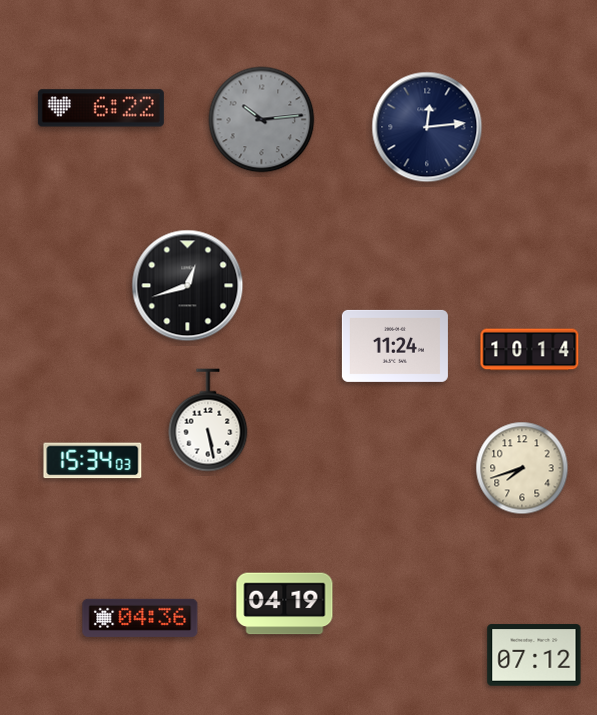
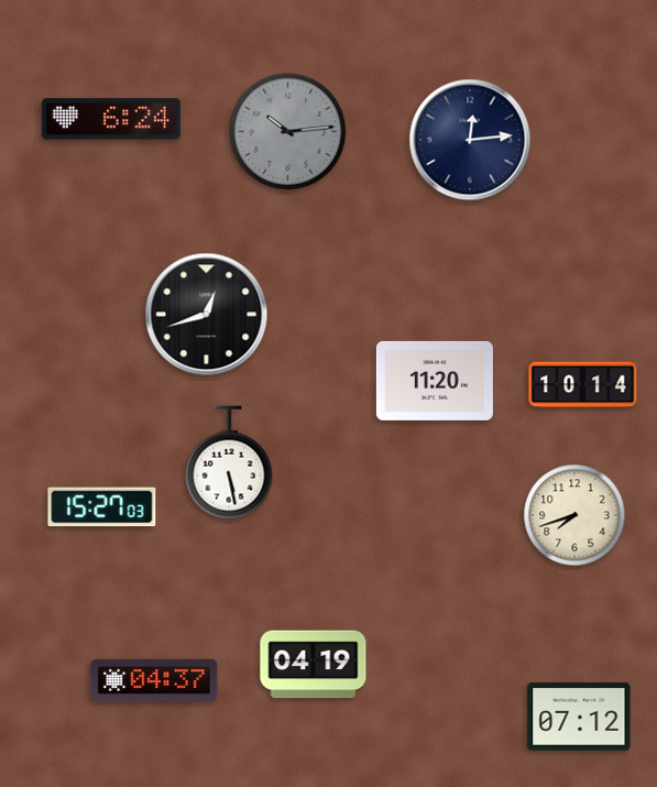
clock at (101, 108): 6:22 -> 6:24
clock at (395, 346): 11:24 -> 11:20
clock at (93, 461): 15:34 -> 15:27
clock at (140, 618): 04:36 -> 04:37
clock at (534, 655) position: (534, 655) -> (579, 717)
